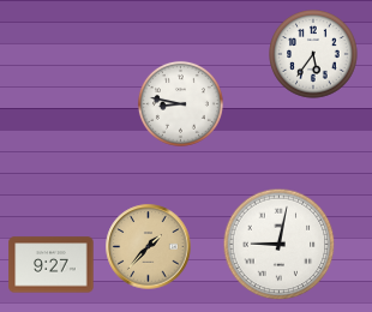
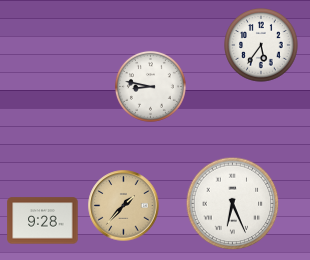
clock at (280, 245): 9:02 -> 6:26
clock at (52, 265): 9:27 -> 9:28
